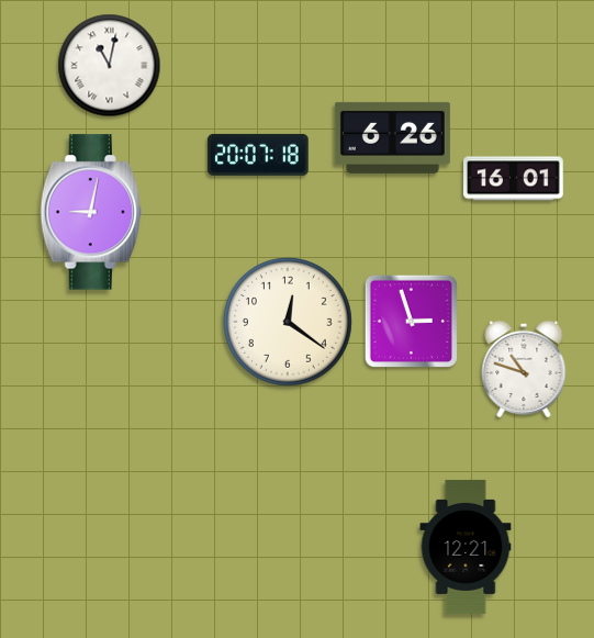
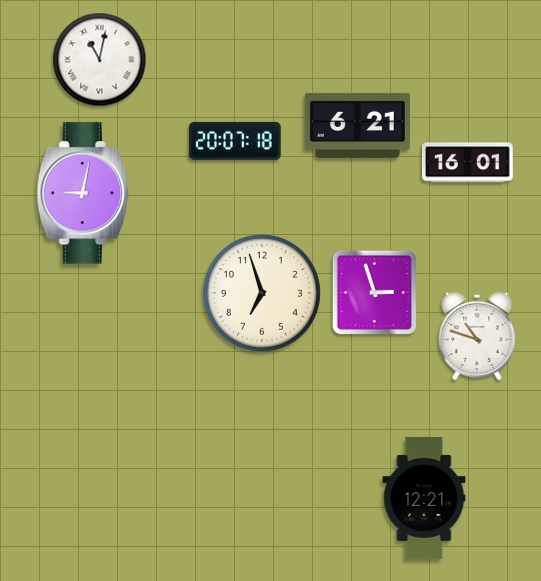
clock at (392, 137): 6:26 -> 6:21
clock at (288, 322): 12:21 -> 6:57
